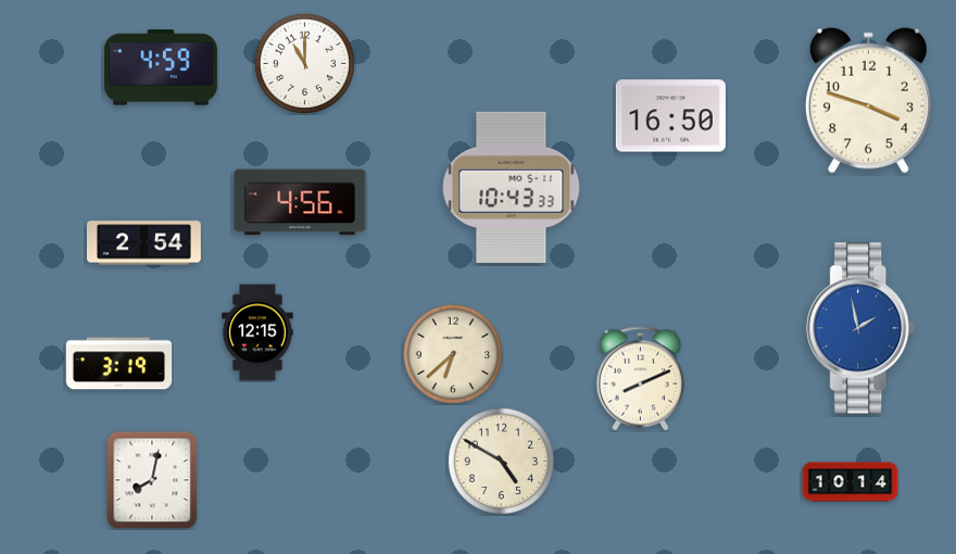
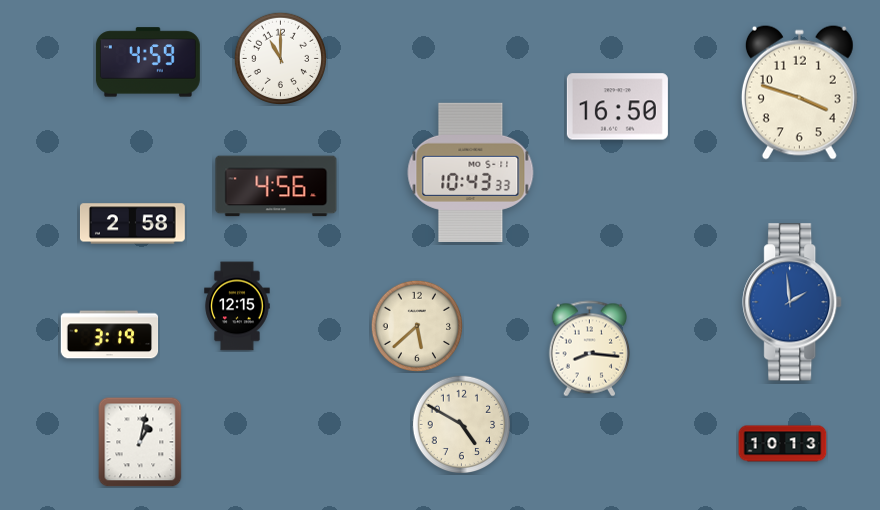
clock at (143, 243): 2:54 -> 2:58
clock at (861, 328): 1:58 -> 1:59
clock at (452, 353): 6:38 -> 5:38
clock at (641, 379): 8:11 -> 8:16
clock at (152, 480): 8:02 -> 1:02
clock at (851, 482): 10:14 -> 10:13
